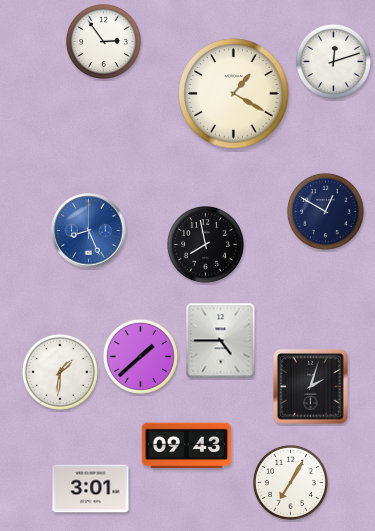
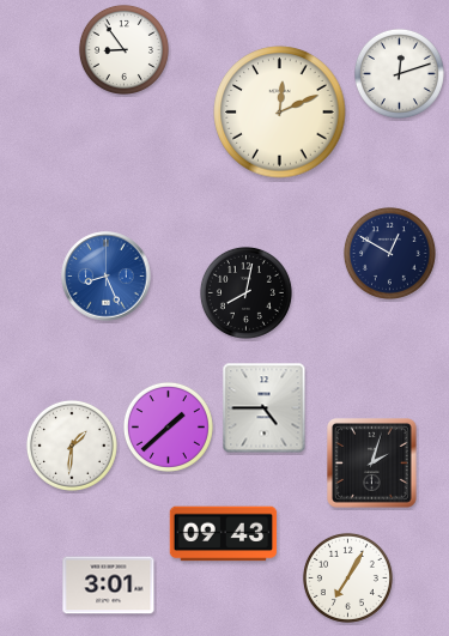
clock at (103, 41): 2:54 -> 8:54
clock at (234, 94): 1:20 -> 12:11
clock at (205, 244): 7:58 -> 8:02
